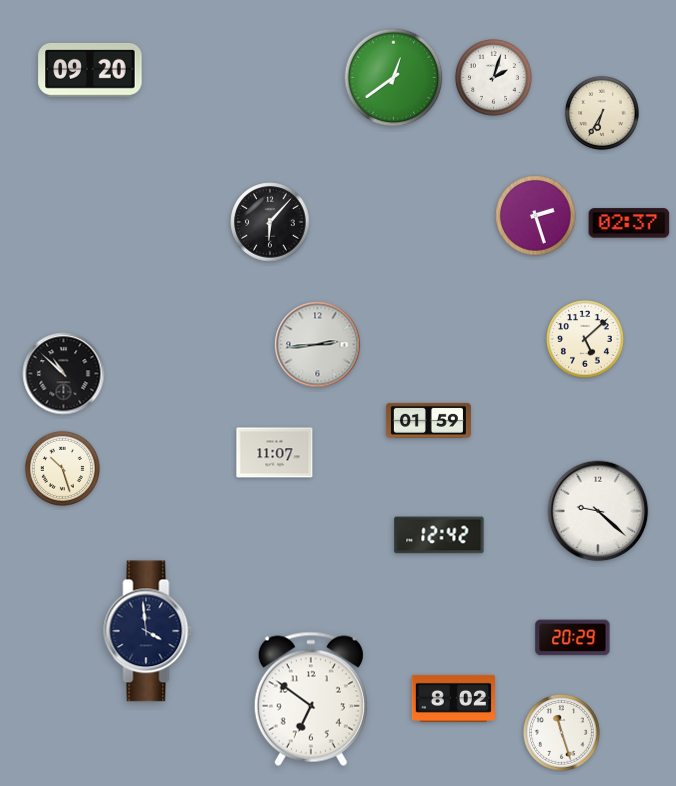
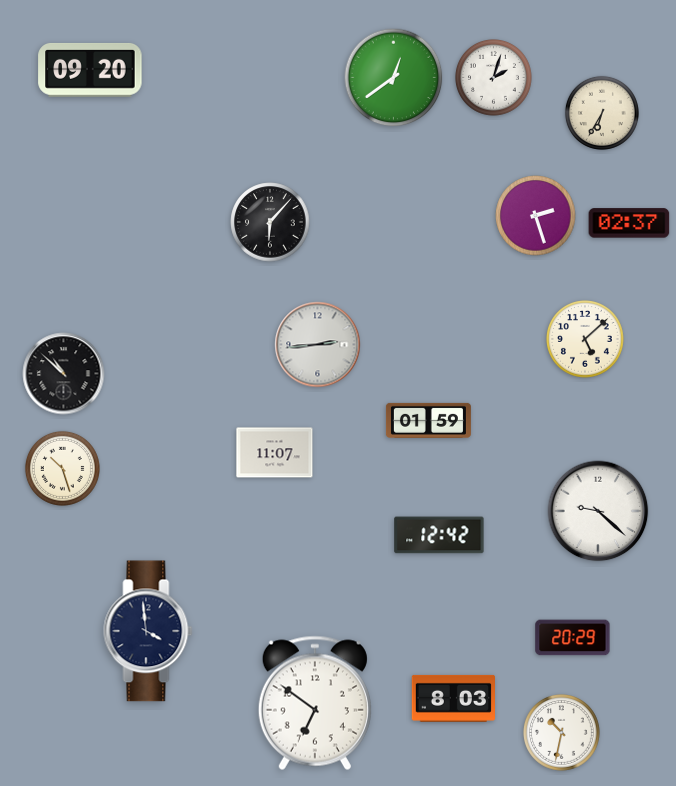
clock at (453, 698): 8:02 -> 8:03
clock at (311, 699) position: (311, 699) -> (315, 703)
clock at (562, 733): 11:27 -> 10:32
